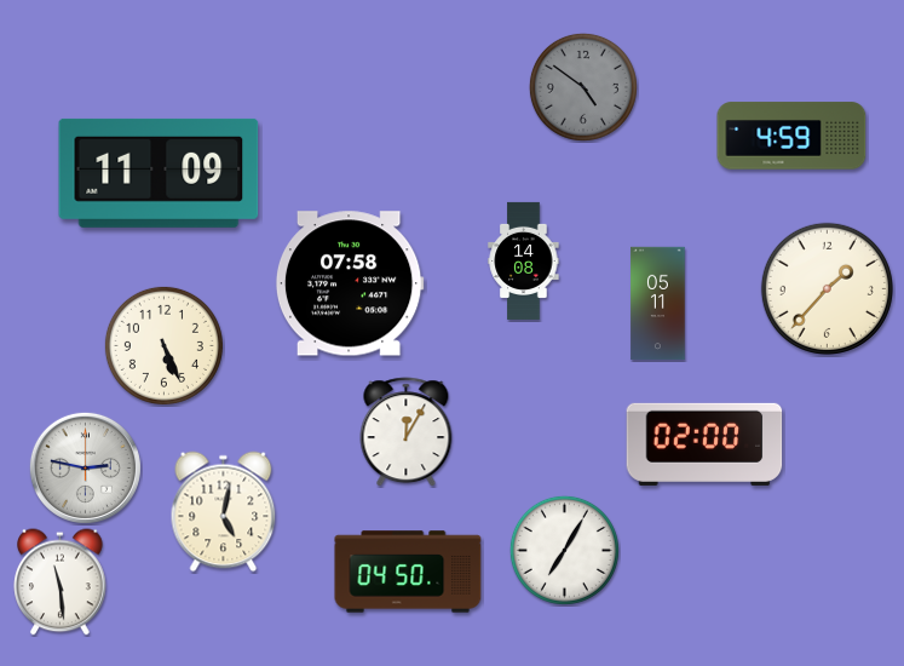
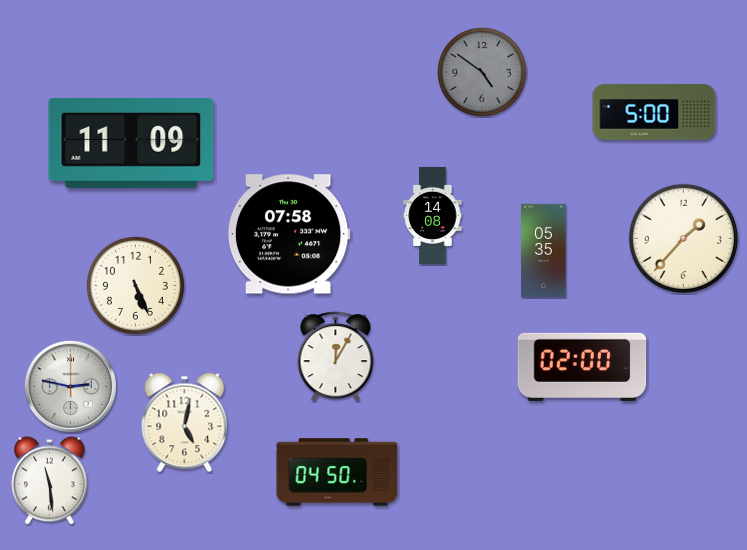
clock at (791, 136): 4:59 -> 5:00
clock at (658, 304): 05:11 -> 05:35
clock at (564, 550): 7:05 -> none
